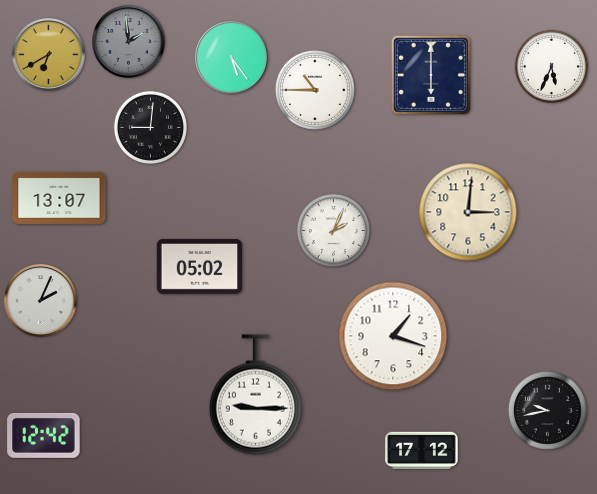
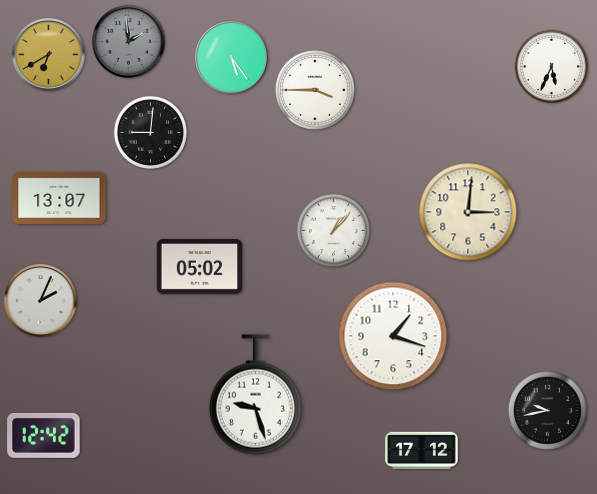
clock at (431, 75): 6:00 -> none
clock at (316, 91): 10:45 -> 3:45
clock at (150, 127) position: (150, 127) -> (150, 132)
clock at (333, 230): 2:04 -> 1:07
clock at (255, 395): 9:15 -> 9:27
